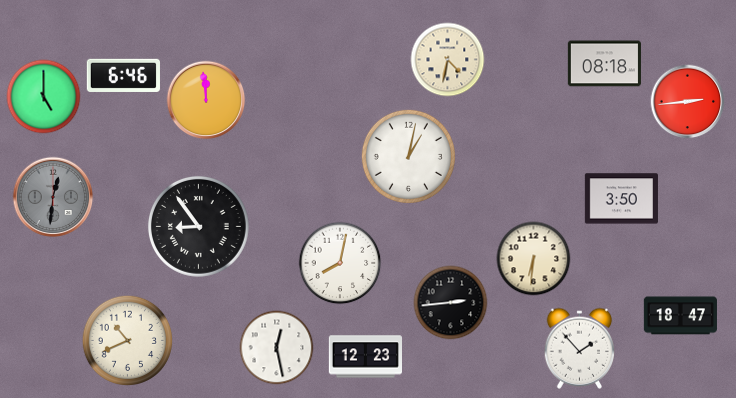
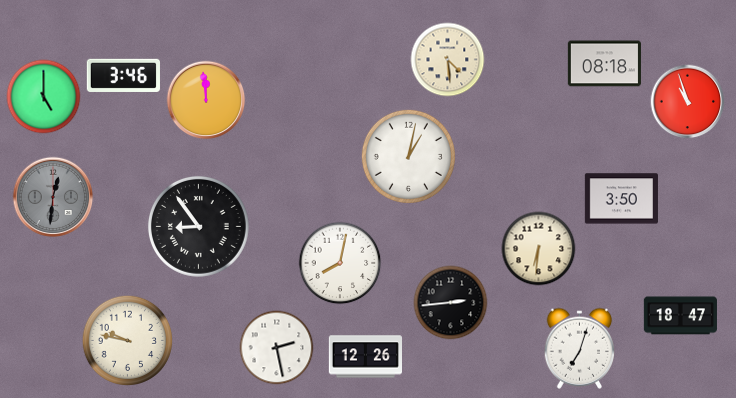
clock at (448, 60): 4:32 -> 4:29
clock at (123, 75): 6:46 -> 3:46
clock at (688, 102): 2:44 -> 10:57
clock at (534, 259) position: (534, 259) -> (539, 249)
clock at (127, 340): 10:41 -> 9:47
clock at (277, 348): 12:28 -> 2:28
clock at (580, 348): 1:53 -> 7:03
clock at (365, 357): 12:23 -> 12:26
